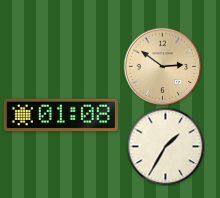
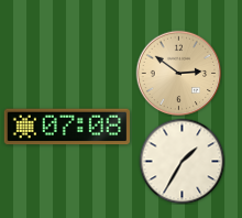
clock at (61, 115): 01:08 -> 07:08
